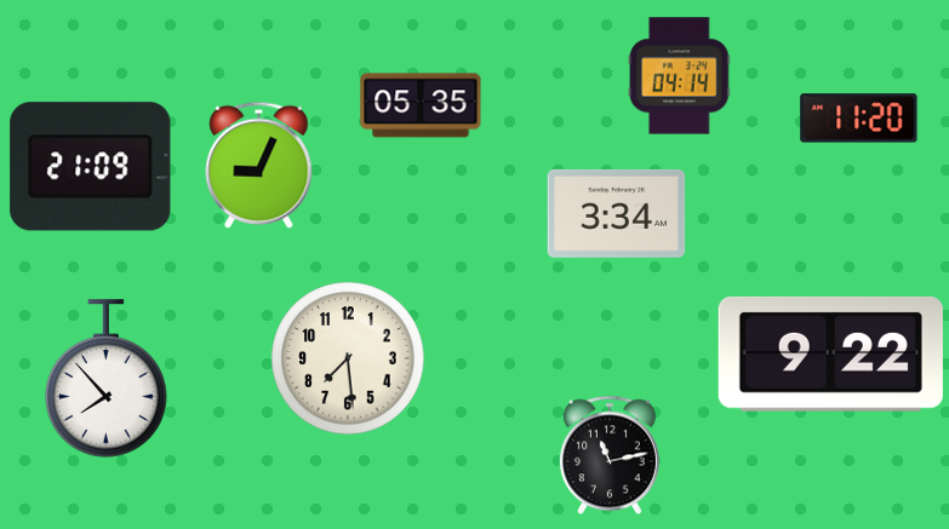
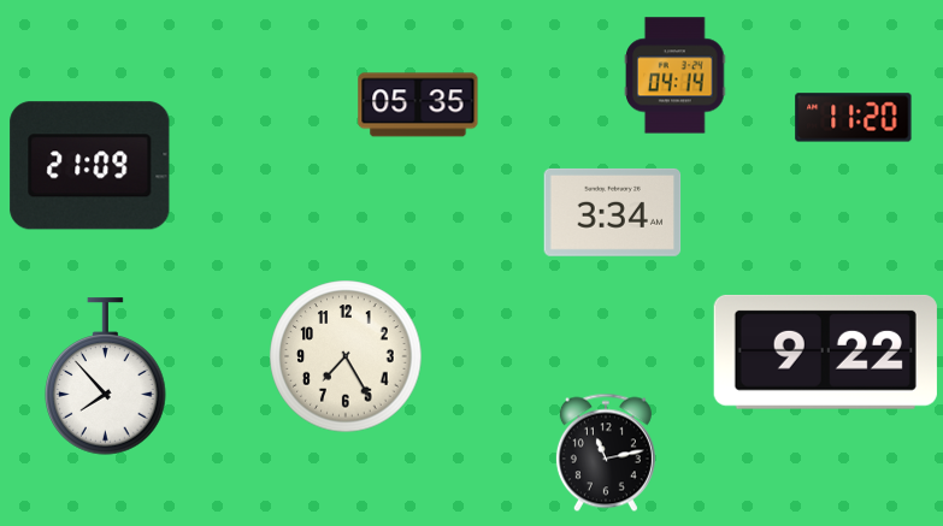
clock at (259, 165): 9:04 -> none
clock at (348, 358): 7:29 -> 7:25
